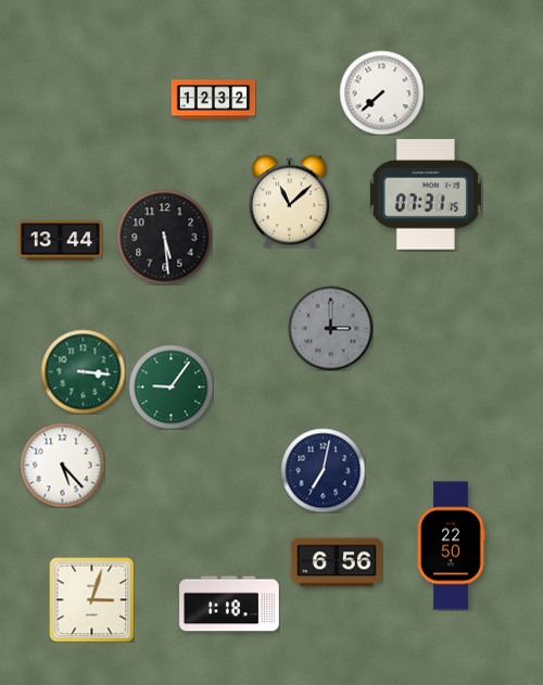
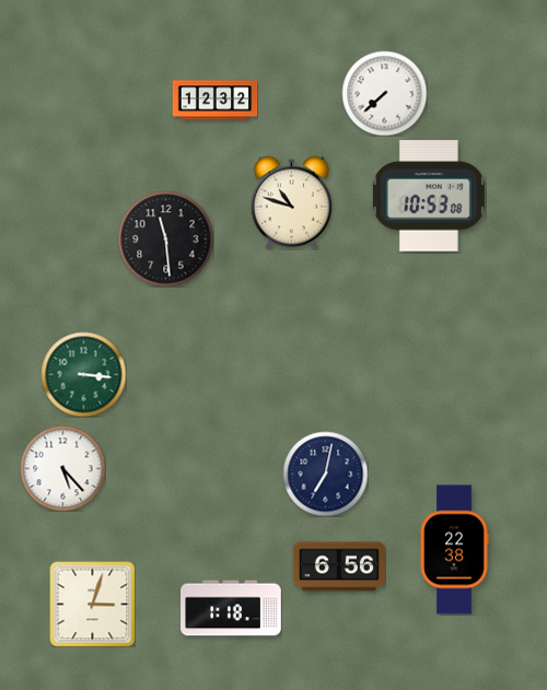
clock at (426, 194): 07:31 -> 10:53
clock at (289, 201): 11:08 -> 10:48
clock at (164, 237): 5:29 -> 11:29
clock at (60, 241): 13:44 -> none
clock at (330, 328): 3:00 -> none
clock at (171, 386): 9:06 -> none
clock at (451, 546): 22:50 -> 22:38
